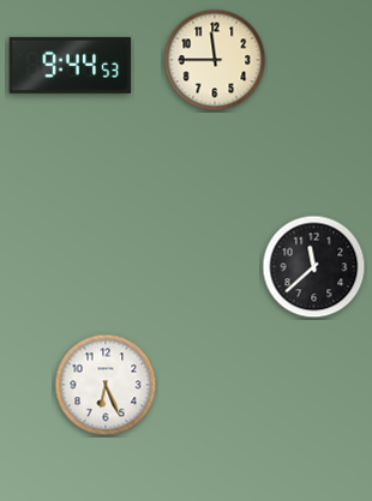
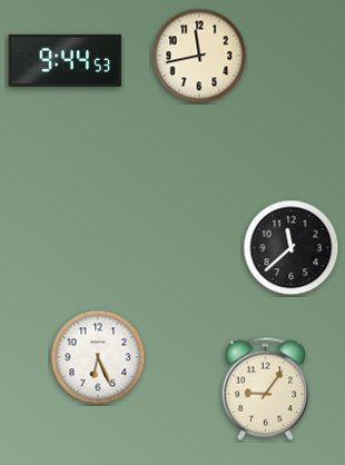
clock at (215, 60): 11:45 -> 11:43
clock at (265, 388): none -> 9:06
